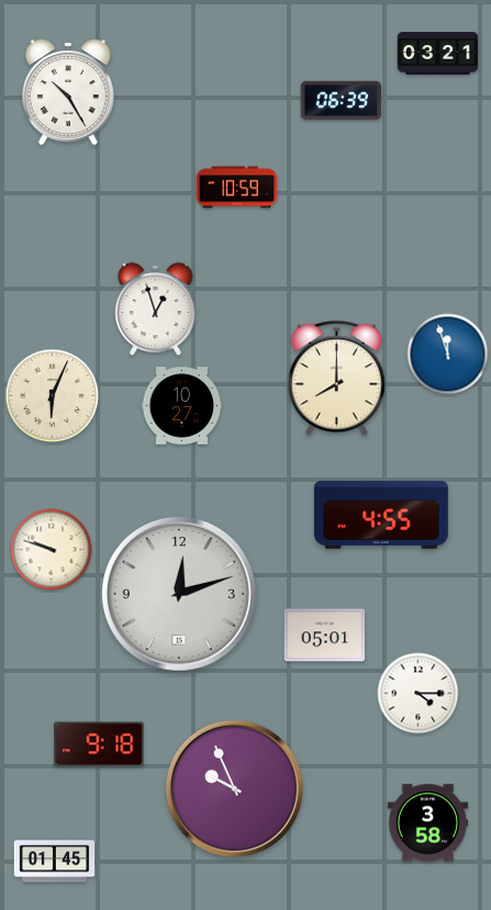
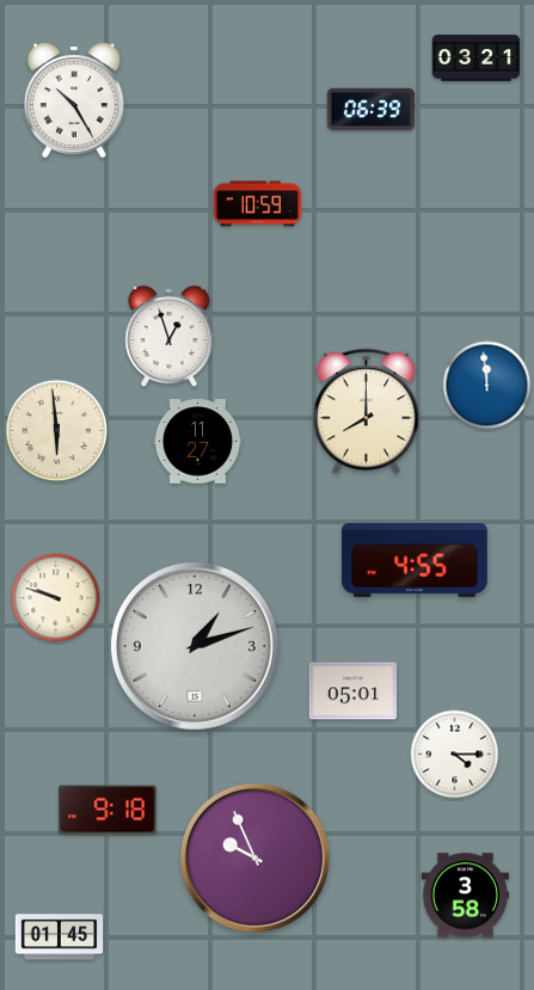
clock at (448, 355): 11:57 -> 11:59
clock at (53, 396): 6:04 -> 5:59
clock at (182, 406): 10:27 -> 11:27
clock at (179, 594): 12:12 -> 1:12
